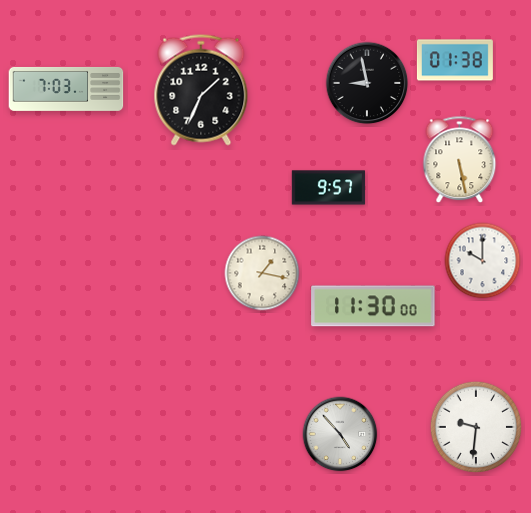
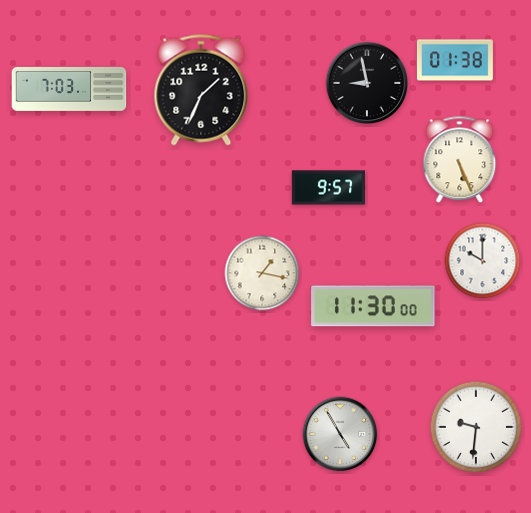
clock at (66, 89) position: (66, 89) -> (69, 89)
clock at (460, 160): 5:28 -> 5:26
clock at (340, 434): 4:53 -> 4:55
